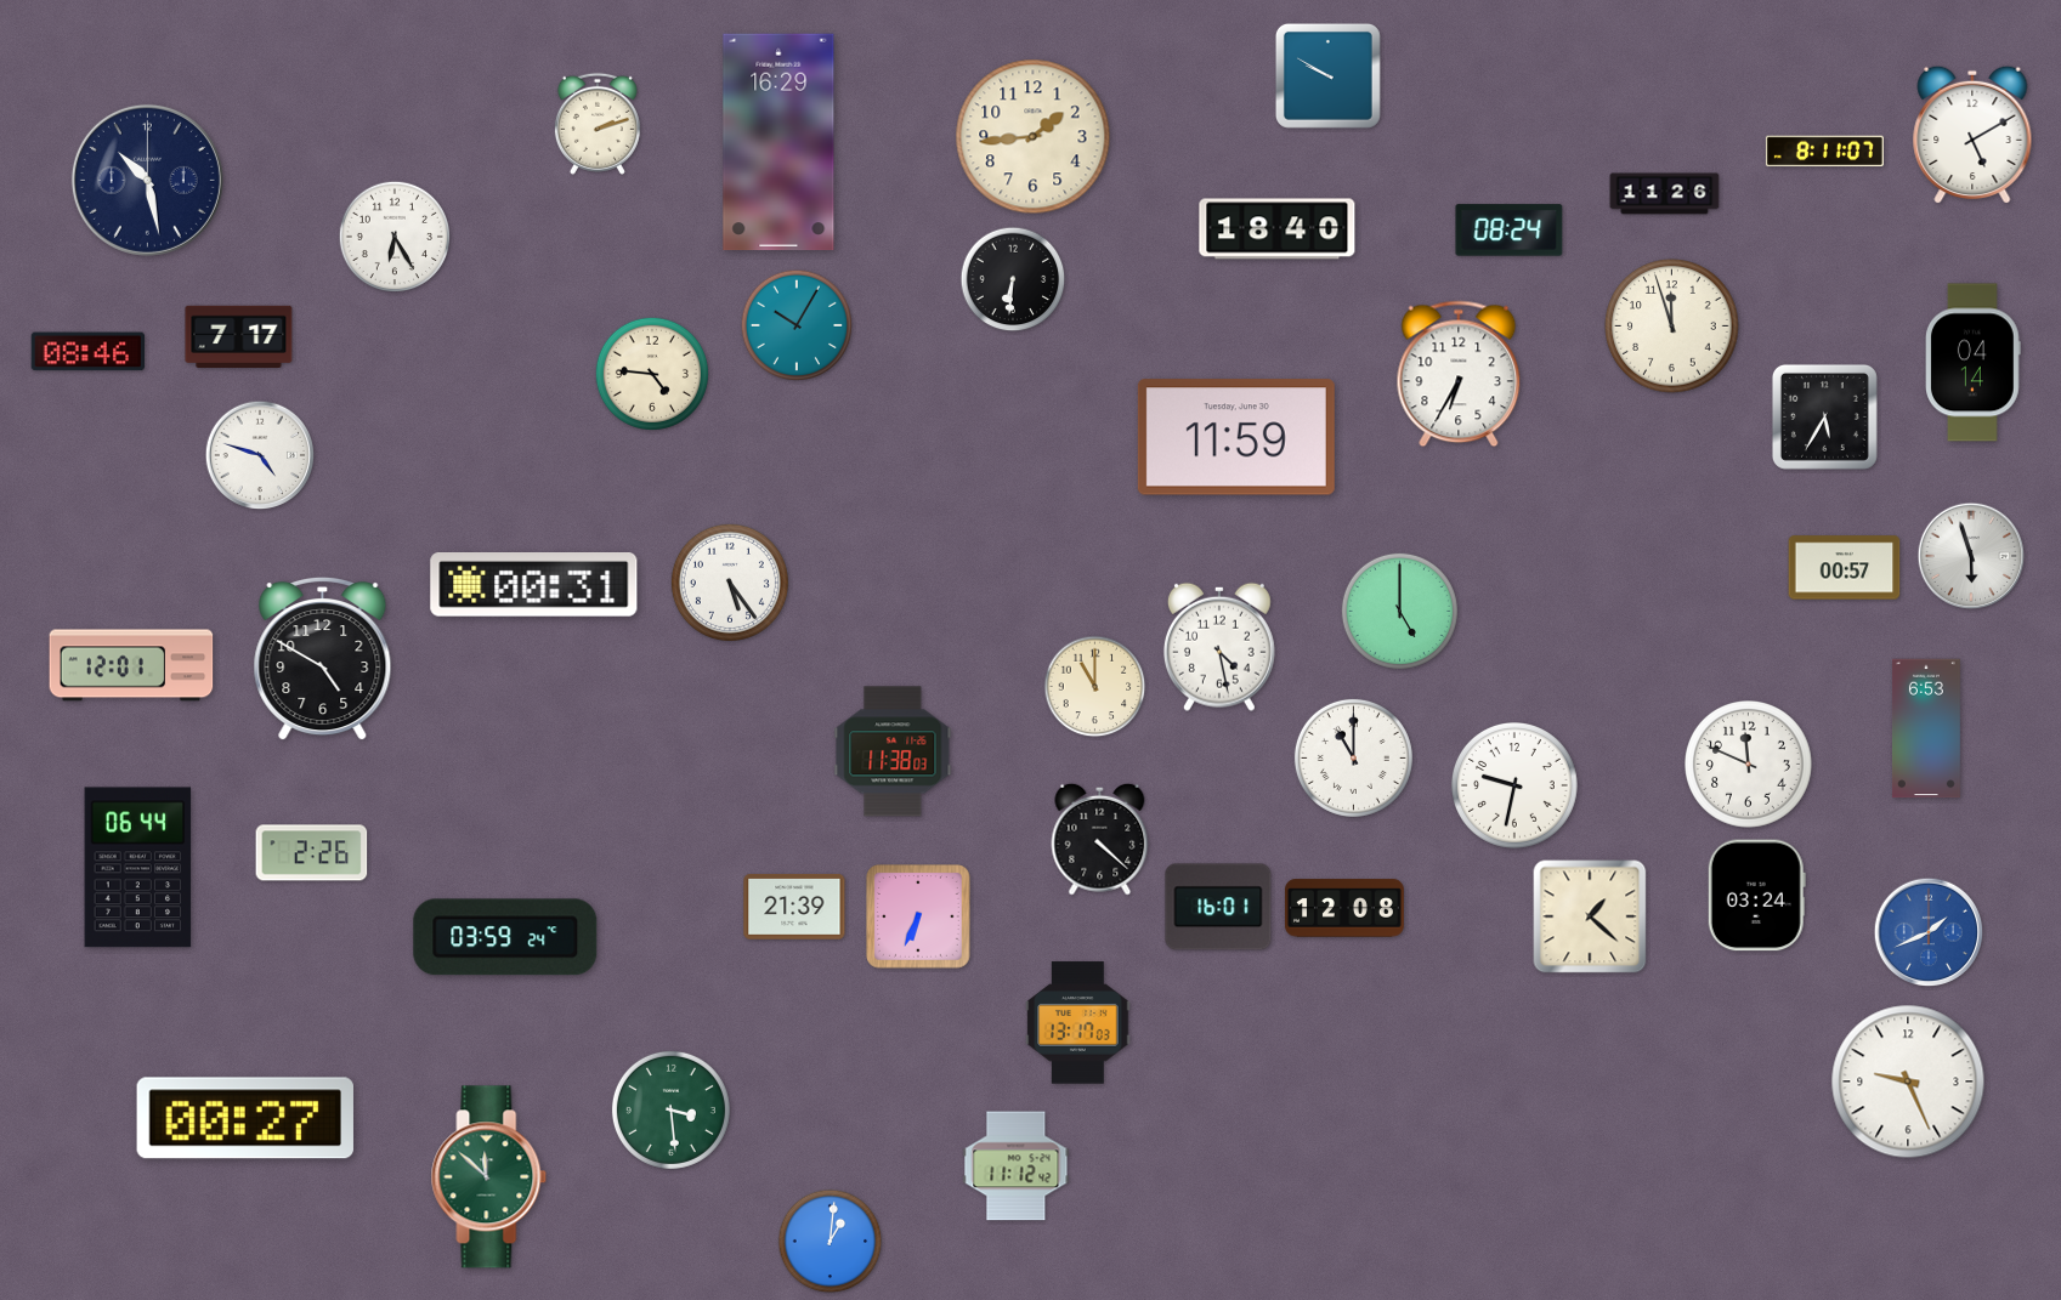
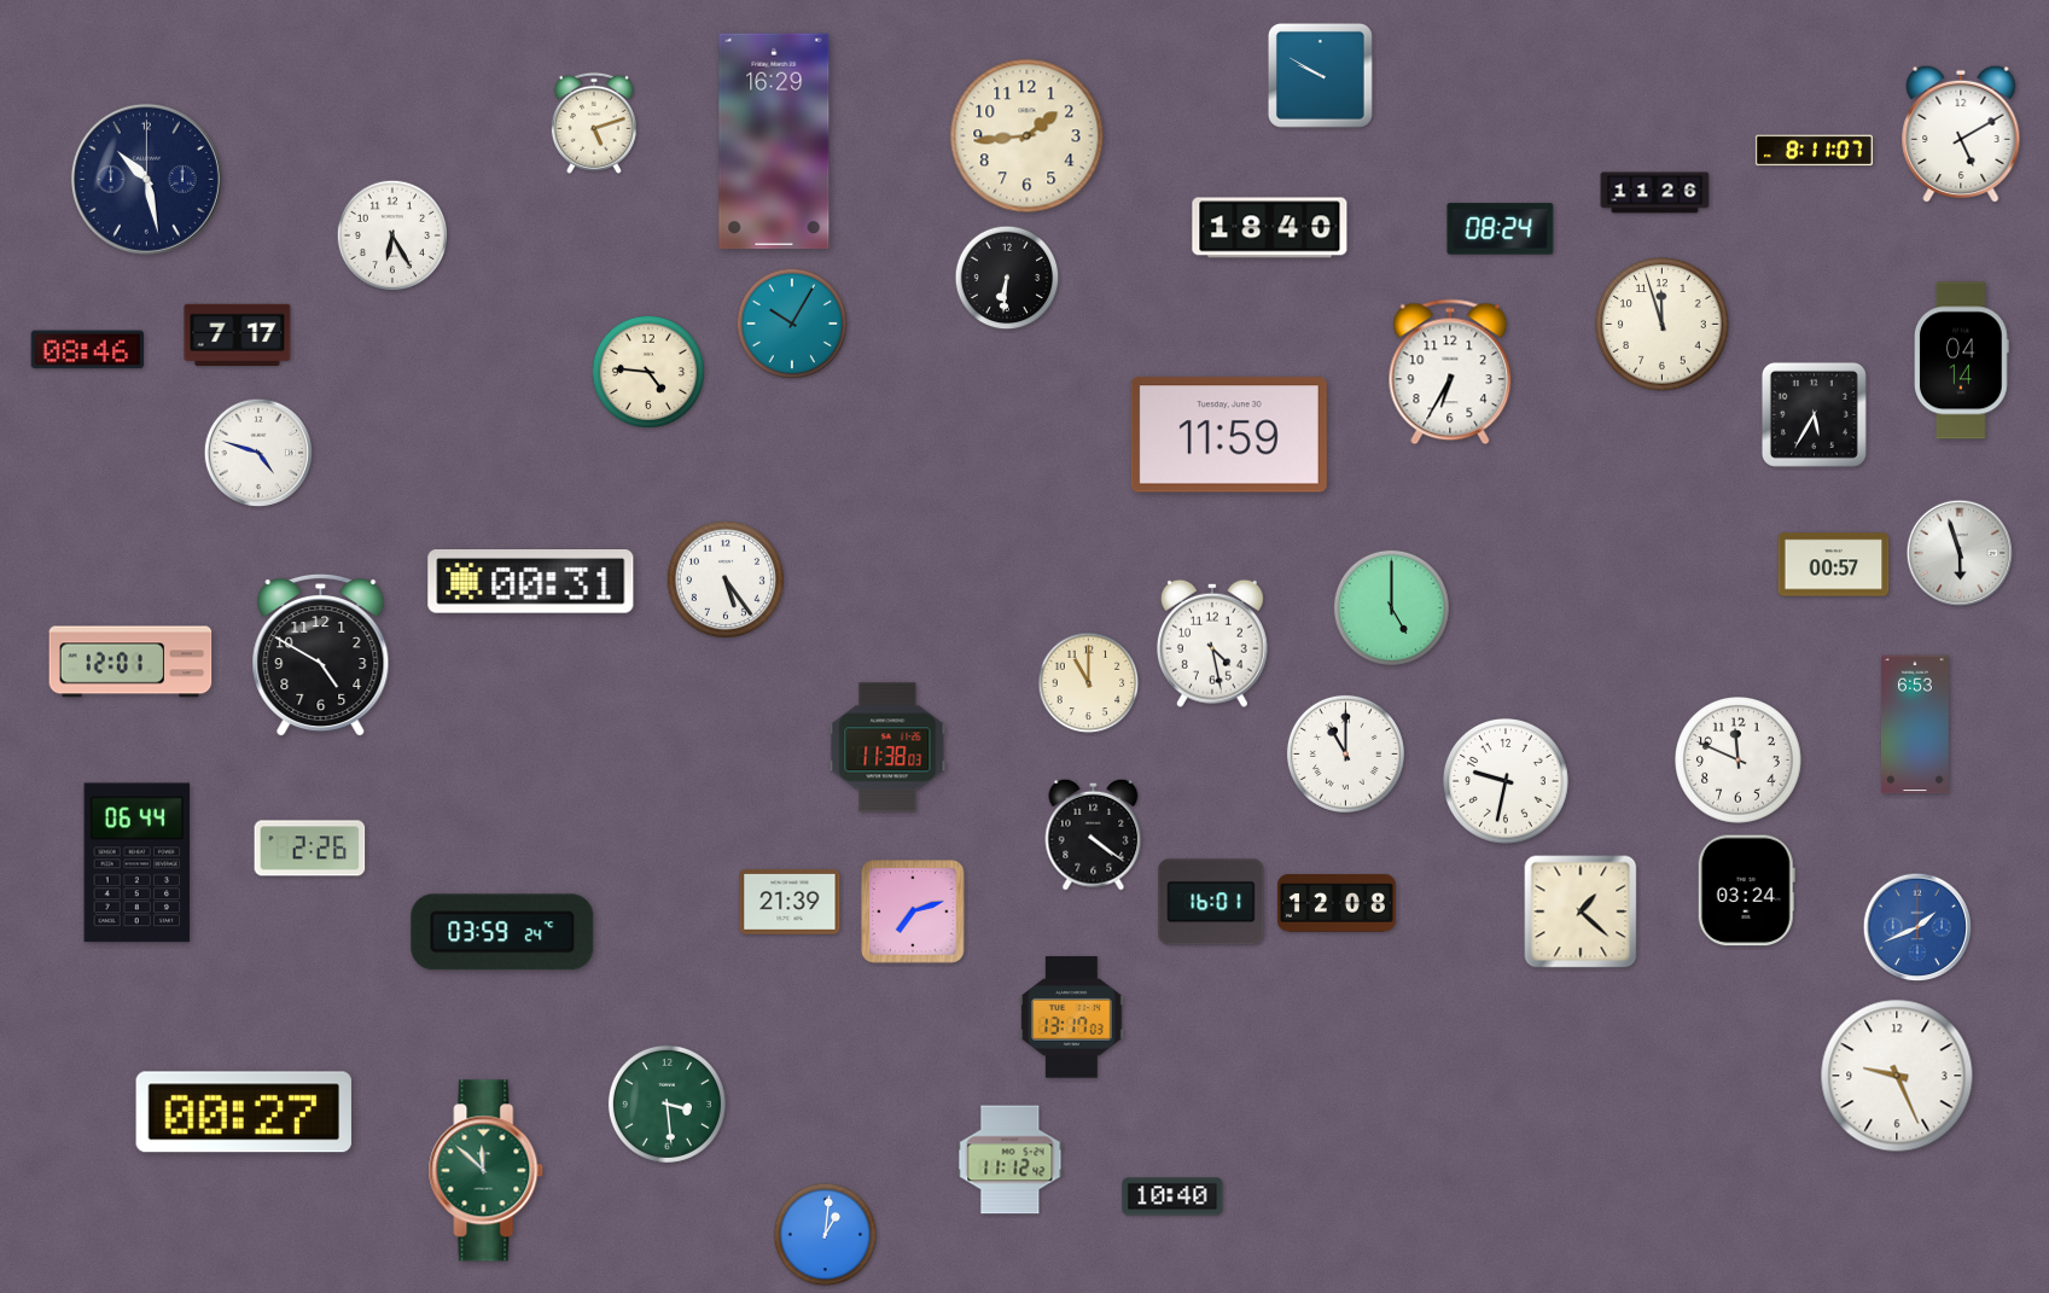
clock at (598, 124): 2:12 -> 5:12
clock at (1100, 839): 4:22 -> 4:21
clock at (919, 918): 6:34 -> 7:12
clock at (1172, 1196): none -> 10:40
